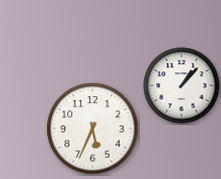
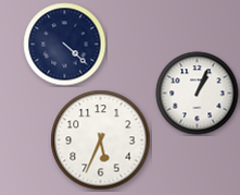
clock at (65, 45): none -> 4:22
clock at (182, 86): 1:07 -> 1:04
